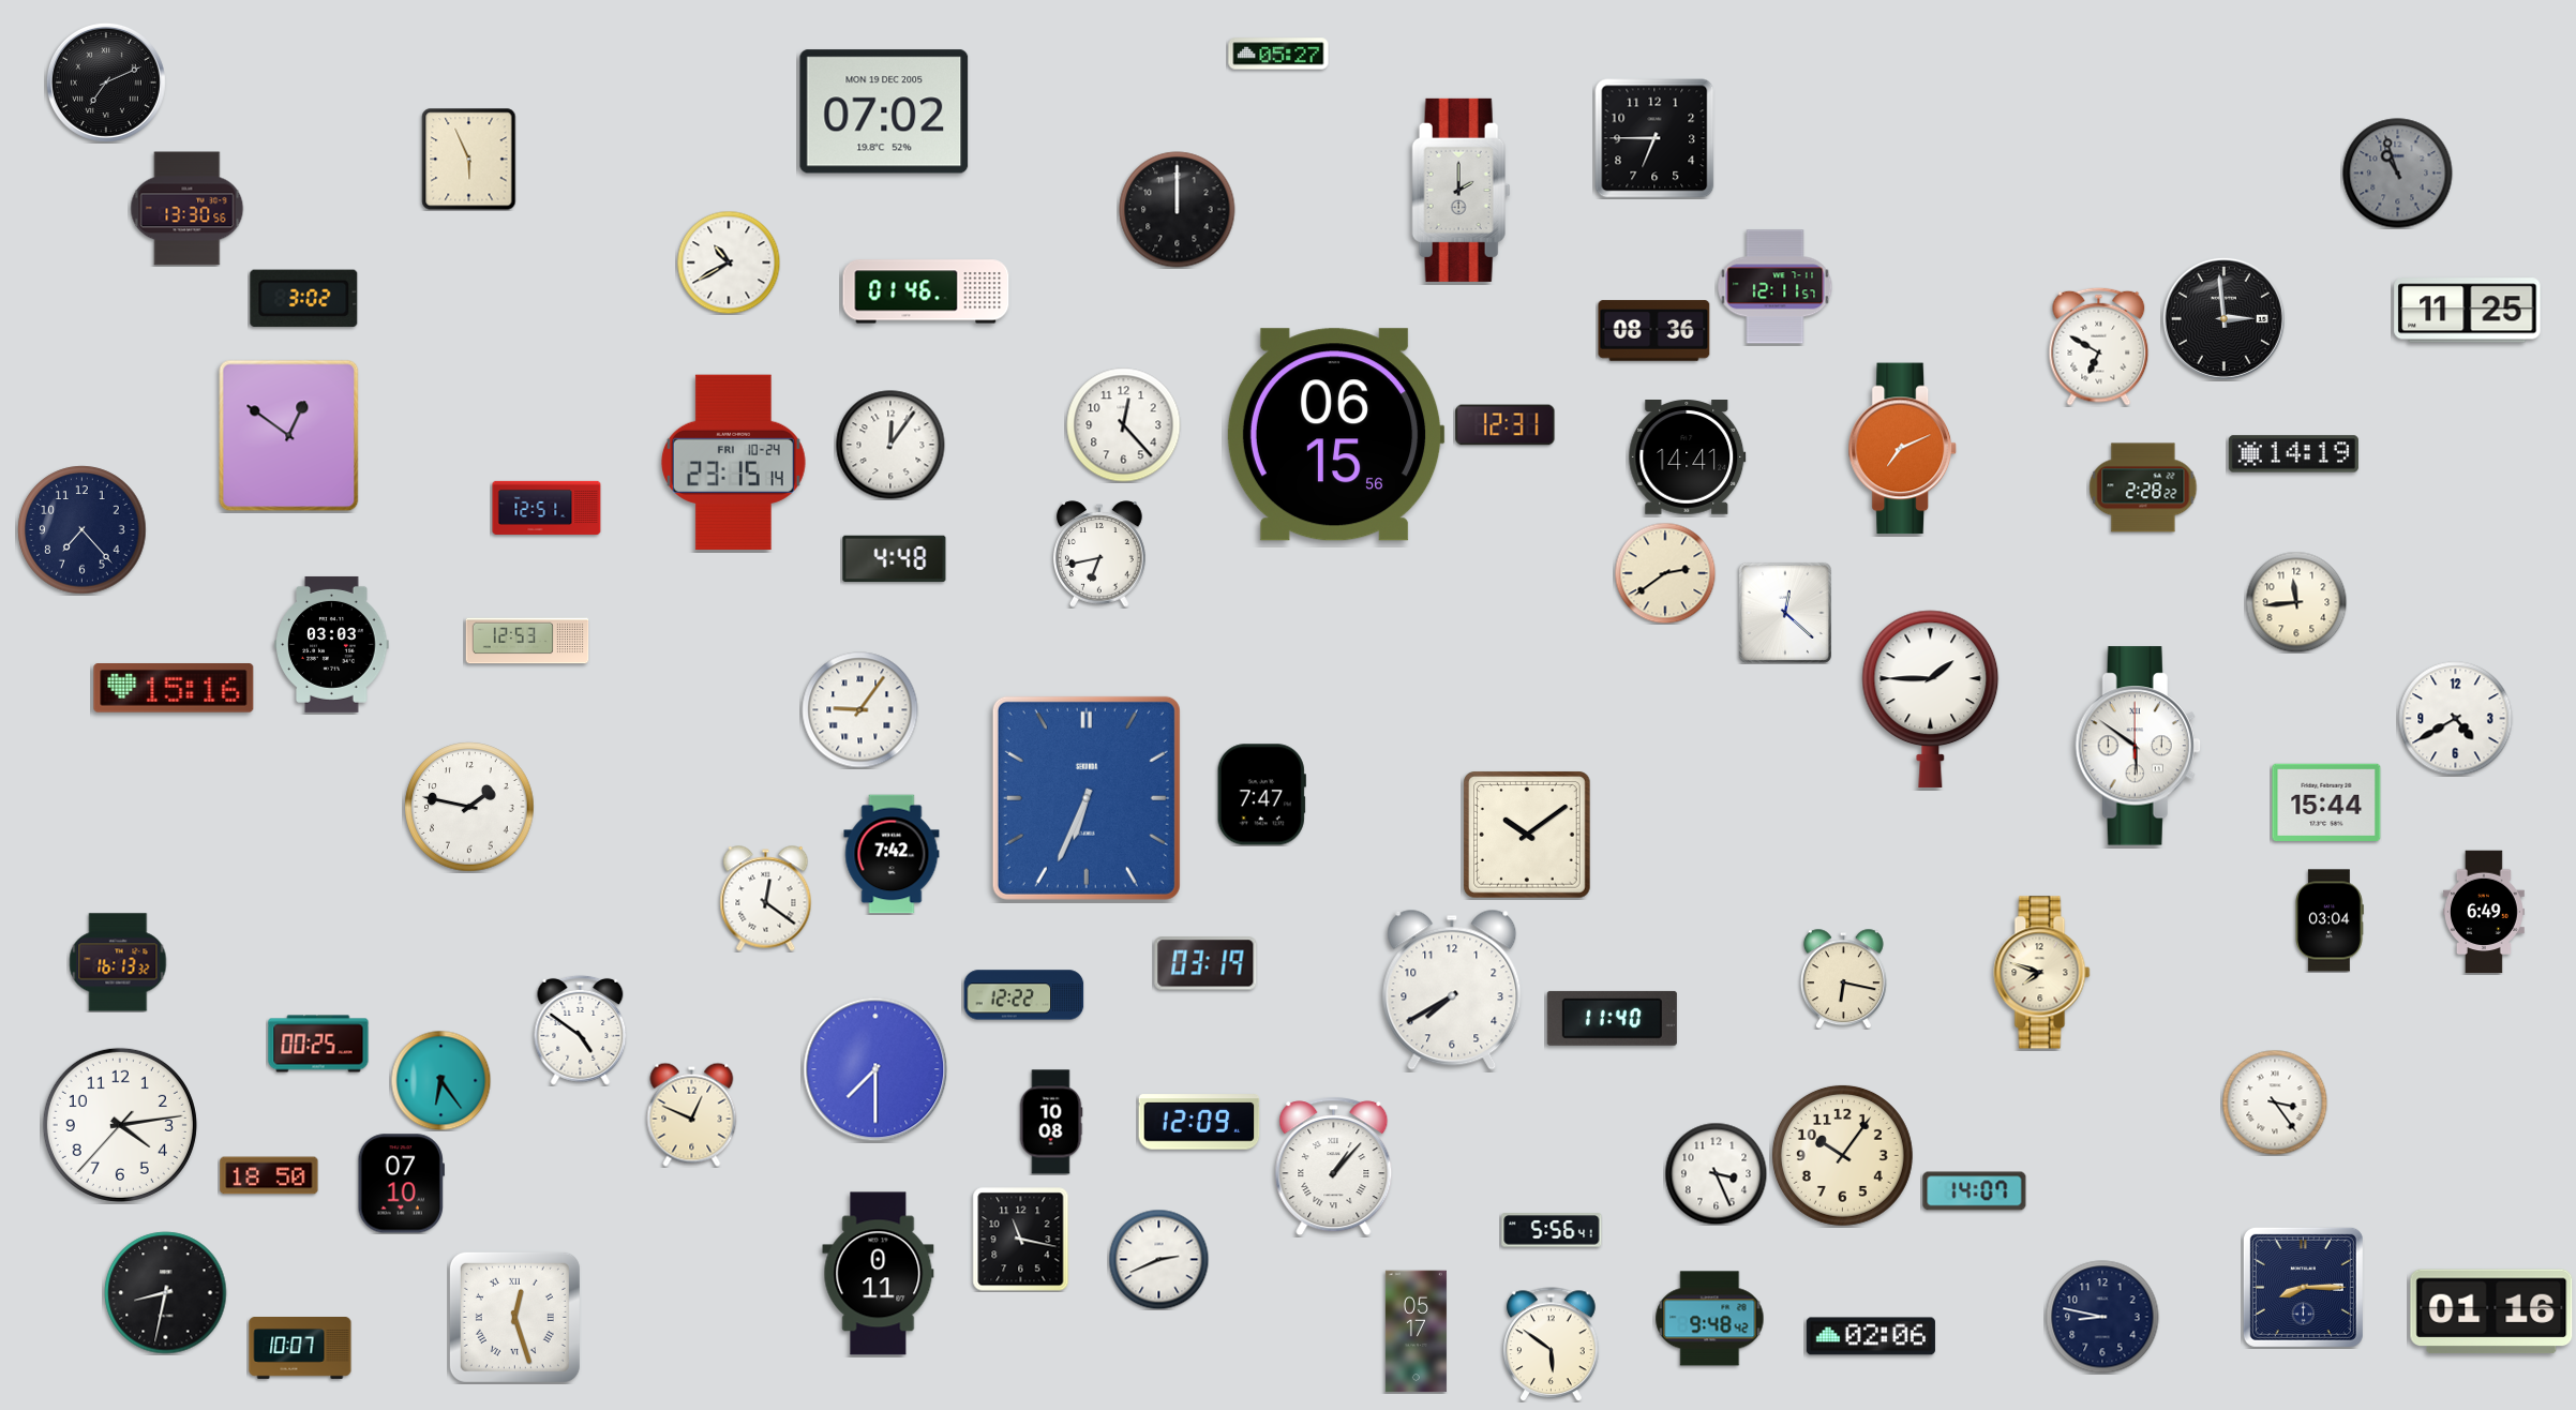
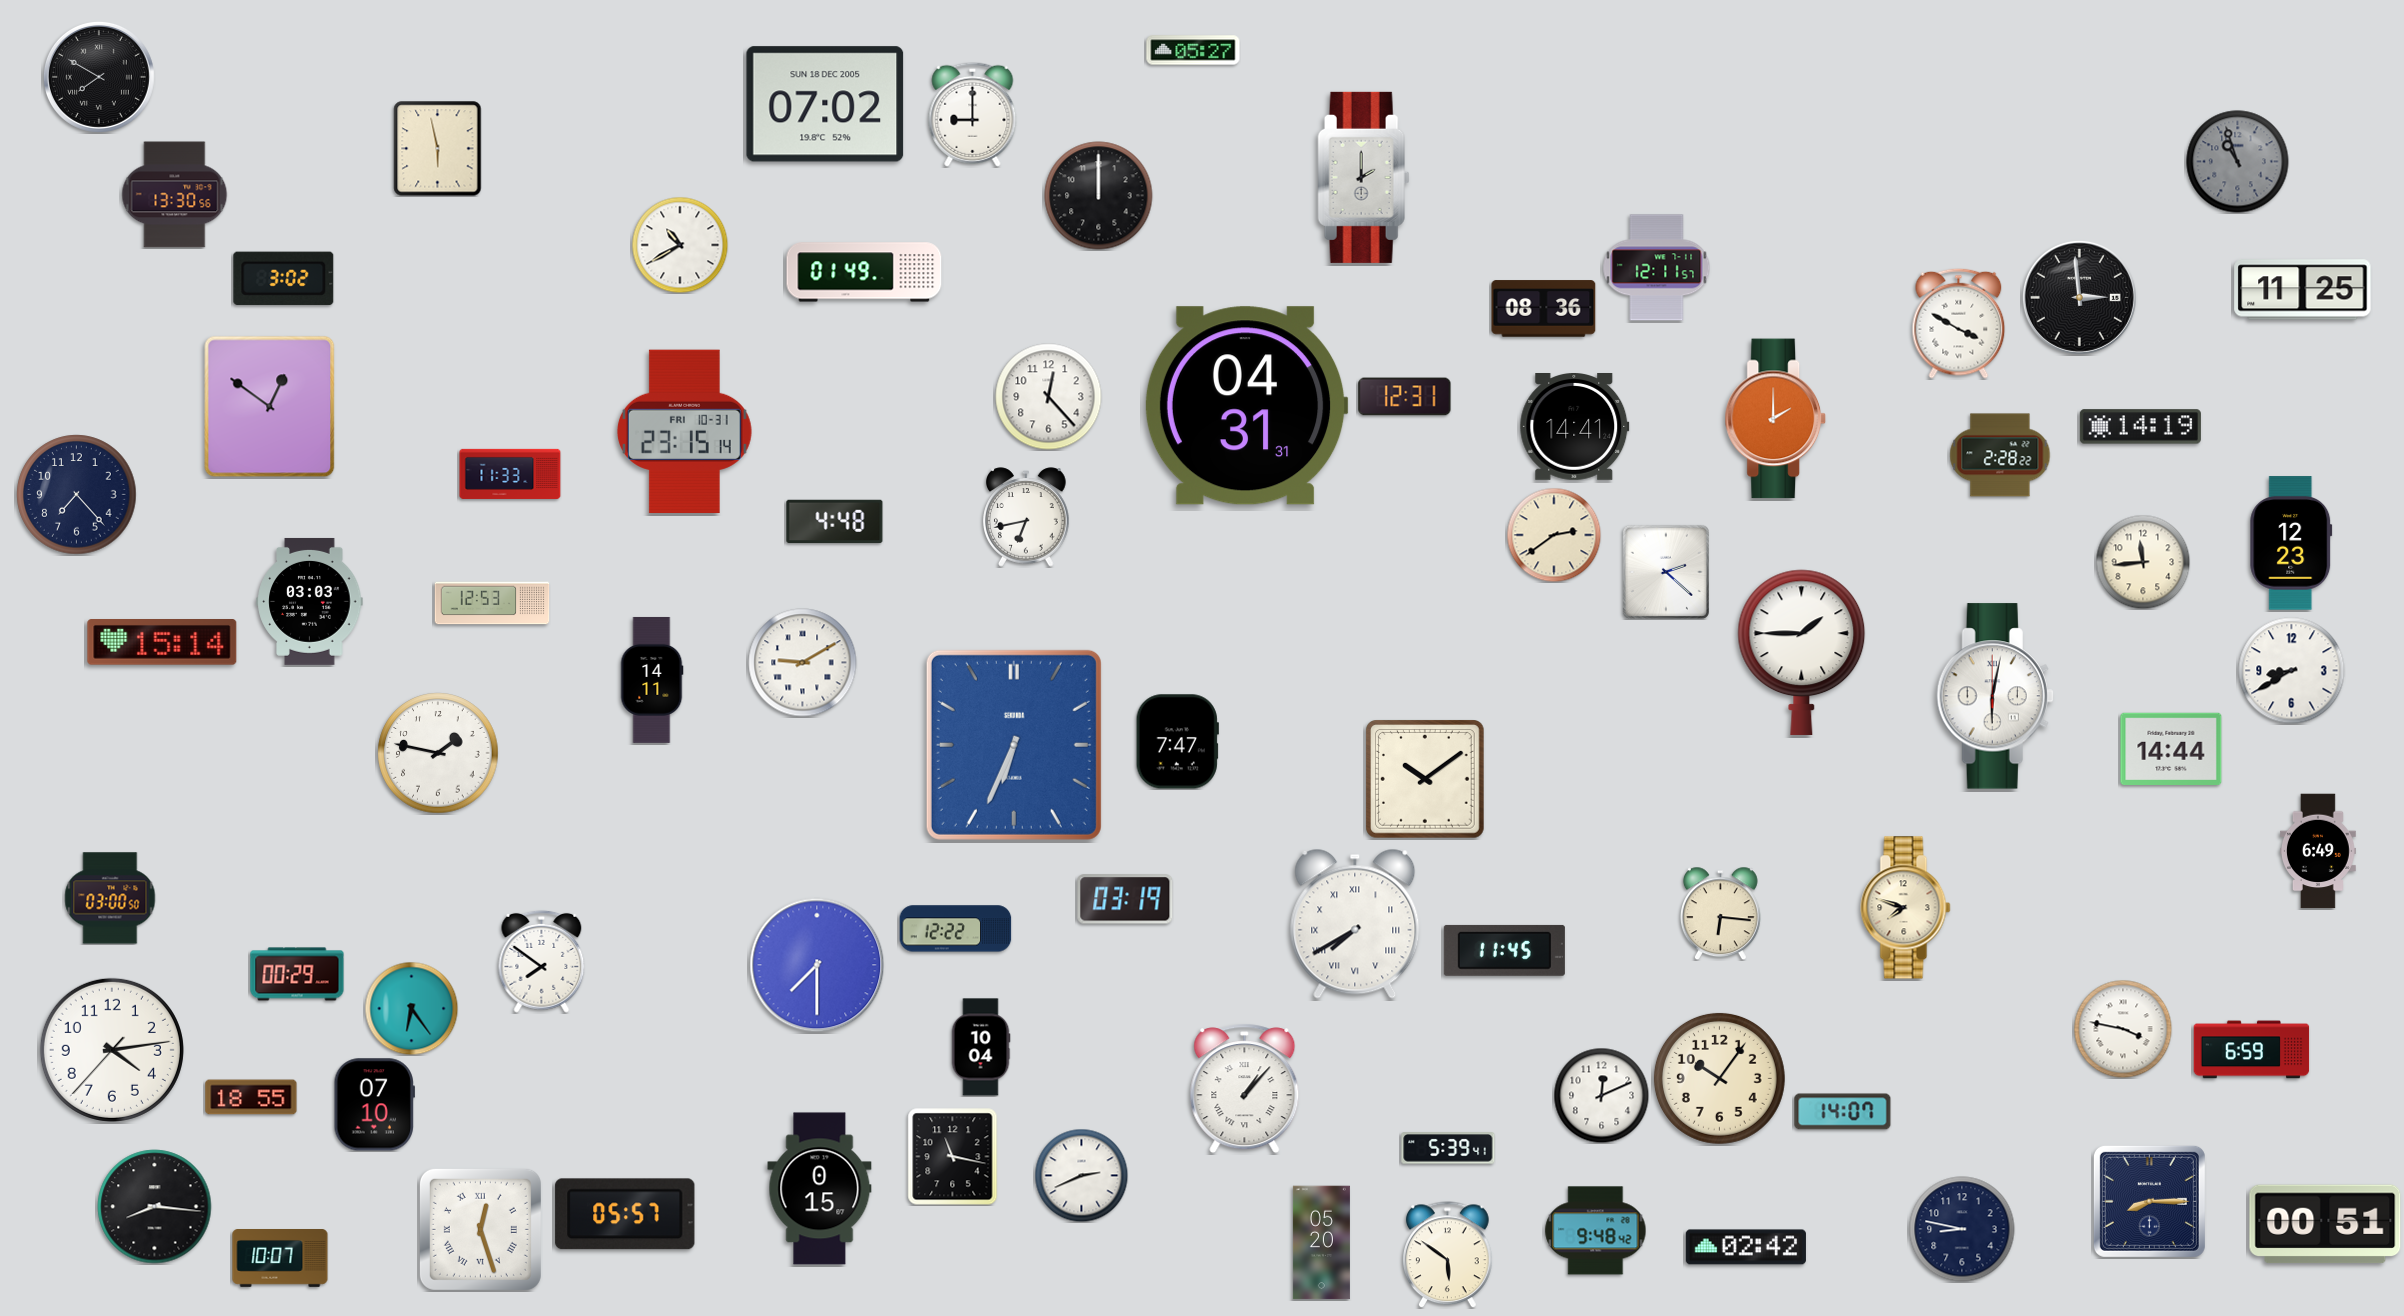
clock at (106, 82): 7:11 -> 7:50
clock at (884, 111) date: MON 19 DEC 2005 -> SUN 18 DEC 2005
clock at (973, 114): none -> 9:00
clock at (1654, 138): 6:45 -> none
clock at (469, 160): 5:56 -> 5:58
clock at (926, 291): 01:46 -> 01:49
clock at (2223, 318) position: (2223, 318) -> (2079, 297)
clock at (2099, 346): 6:50 -> 3:50
clock at (1335, 435): 06:15 -> 04:31
clock at (890, 445): 12:06 -> none
clock at (1902, 449): 7:11 -> 2:00
clock at (2293, 454) position: (2293, 454) -> (2140, 427)
clock at (733, 463) date: FRI 10-24 -> FRI 10-31
clock at (546, 508): 12:51 -> 11:33
clock at (2291, 543): none -> 12:23
clock at (1785, 613): 12:22 -> 2:22
clock at (527, 641) position: (527, 641) -> (492, 603)
clock at (174, 689): 15:16 -> 15:14
clock at (860, 710): 9:06 -> 9:10
clock at (2456, 719): 4:40 -> 8:40
clock at (652, 680): none -> 14:11
clock at (2138, 746): 5:51 -> 6:02
clock at (2326, 801): 15:44 -> 14:44
clock at (892, 854): 7:42 -> none
clock at (766, 899): 12:21 -> none
clock at (2330, 920): 03:04 -> none
clock at (118, 962): 16:13 -> 03:00
clock at (1843, 978): 6:17 -> 6:16
clock at (1452, 990) numerals: Arabic -> Roman
clock at (1612, 1018): 11:40 -> 11:45
clock at (581, 1030): 4:51 -> 7:51
clock at (318, 1044): 00:25 -> 00:29
clock at (875, 1069) position: (875, 1069) -> (817, 965)
clock at (2275, 1102): 3:24 -> 3:47
clock at (692, 1114): 12:49 -> none
clock at (1051, 1122): 10:08 -> 10:04
clock at (1199, 1122): 12:09 -> none
clock at (2252, 1050): none -> 6:59
clock at (1716, 1173): 3:26 -> 12:11
clock at (269, 1175): 18:50 -> 18:55
clock at (1552, 1230): 5:56 -> 5:39
clock at (879, 1274): 0:11 -> 0:15
clock at (166, 1293): 8:32 -> 8:16
clock at (625, 1214): none -> 05:57
clock at (2491, 1311): 01:16 -> 00:51
clock at (1416, 1332): 05:17 -> 05:20
clock at (1871, 1336): 02:06 -> 02:42
